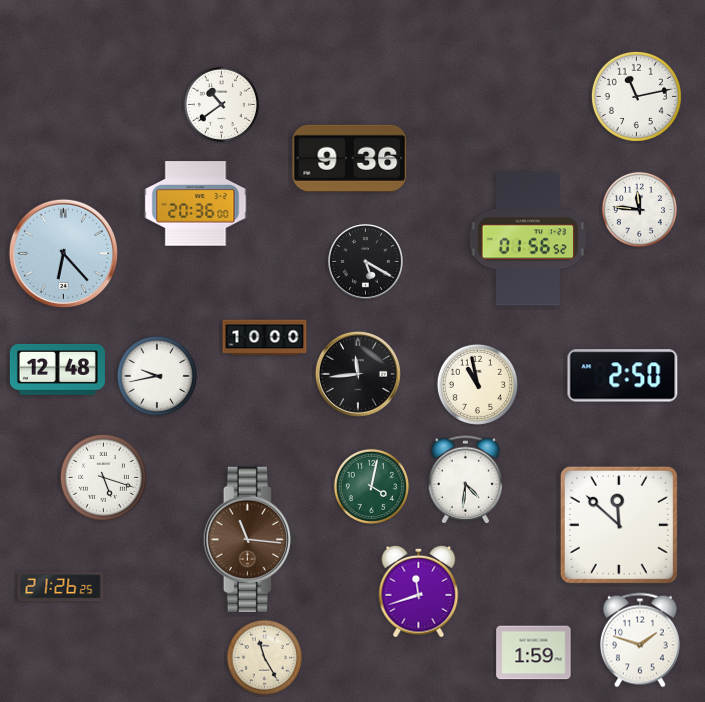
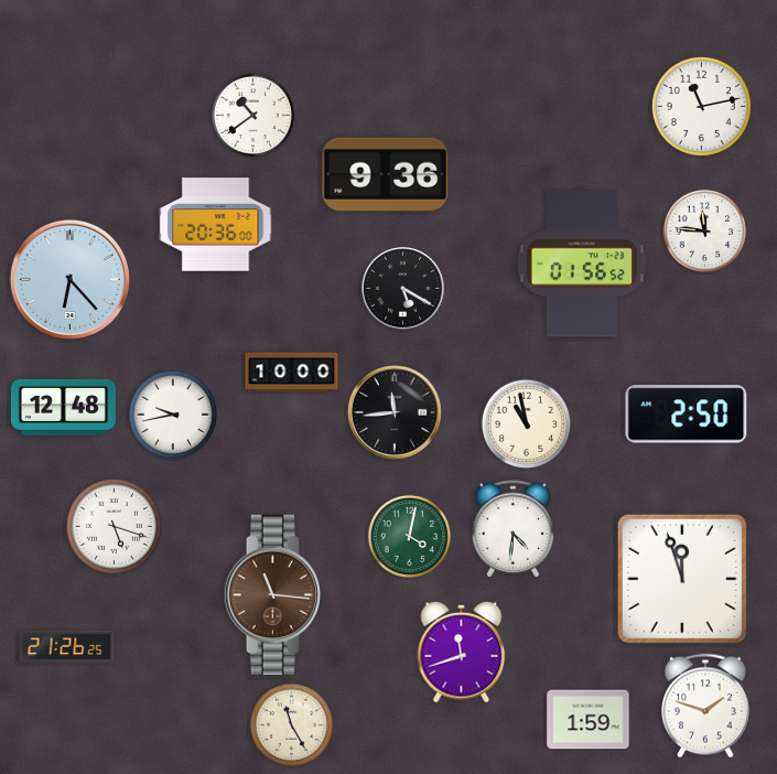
clock at (221, 104) position: (221, 104) -> (252, 115)
clock at (619, 525): 11:52 -> 11:57
